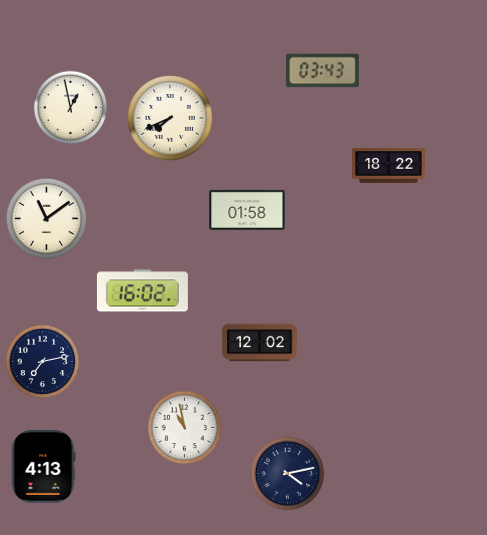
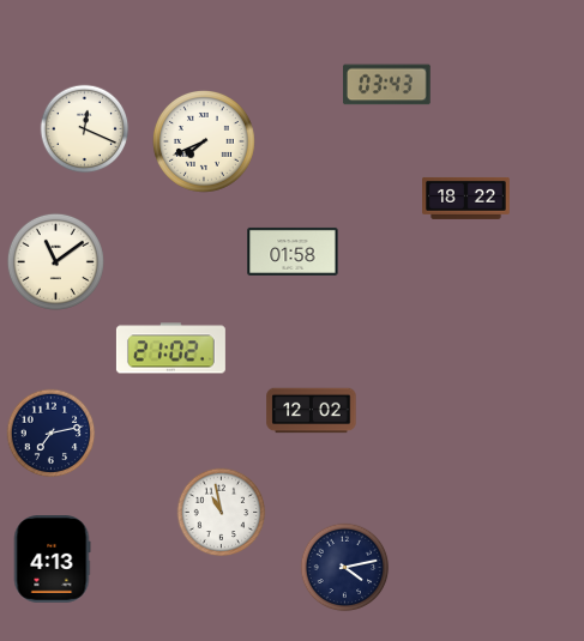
clock at (71, 108): 12:58 -> 12:19
clock at (247, 210) position: (247, 210) -> (293, 252)
clock at (142, 291): 16:02 -> 21:02
